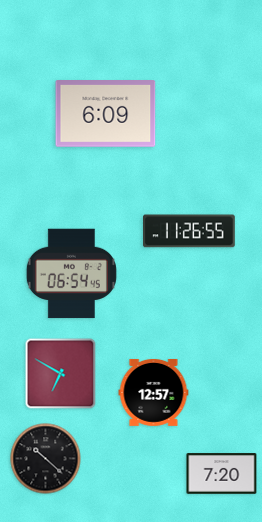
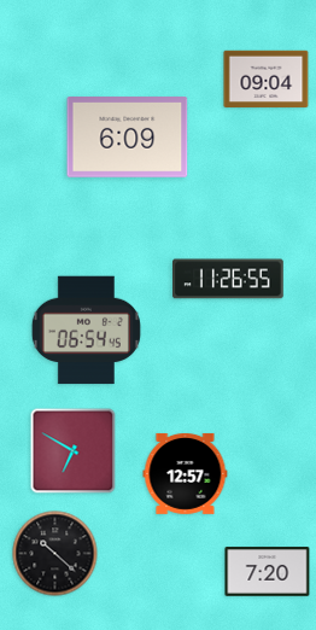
clock at (267, 80): none -> 09:04
